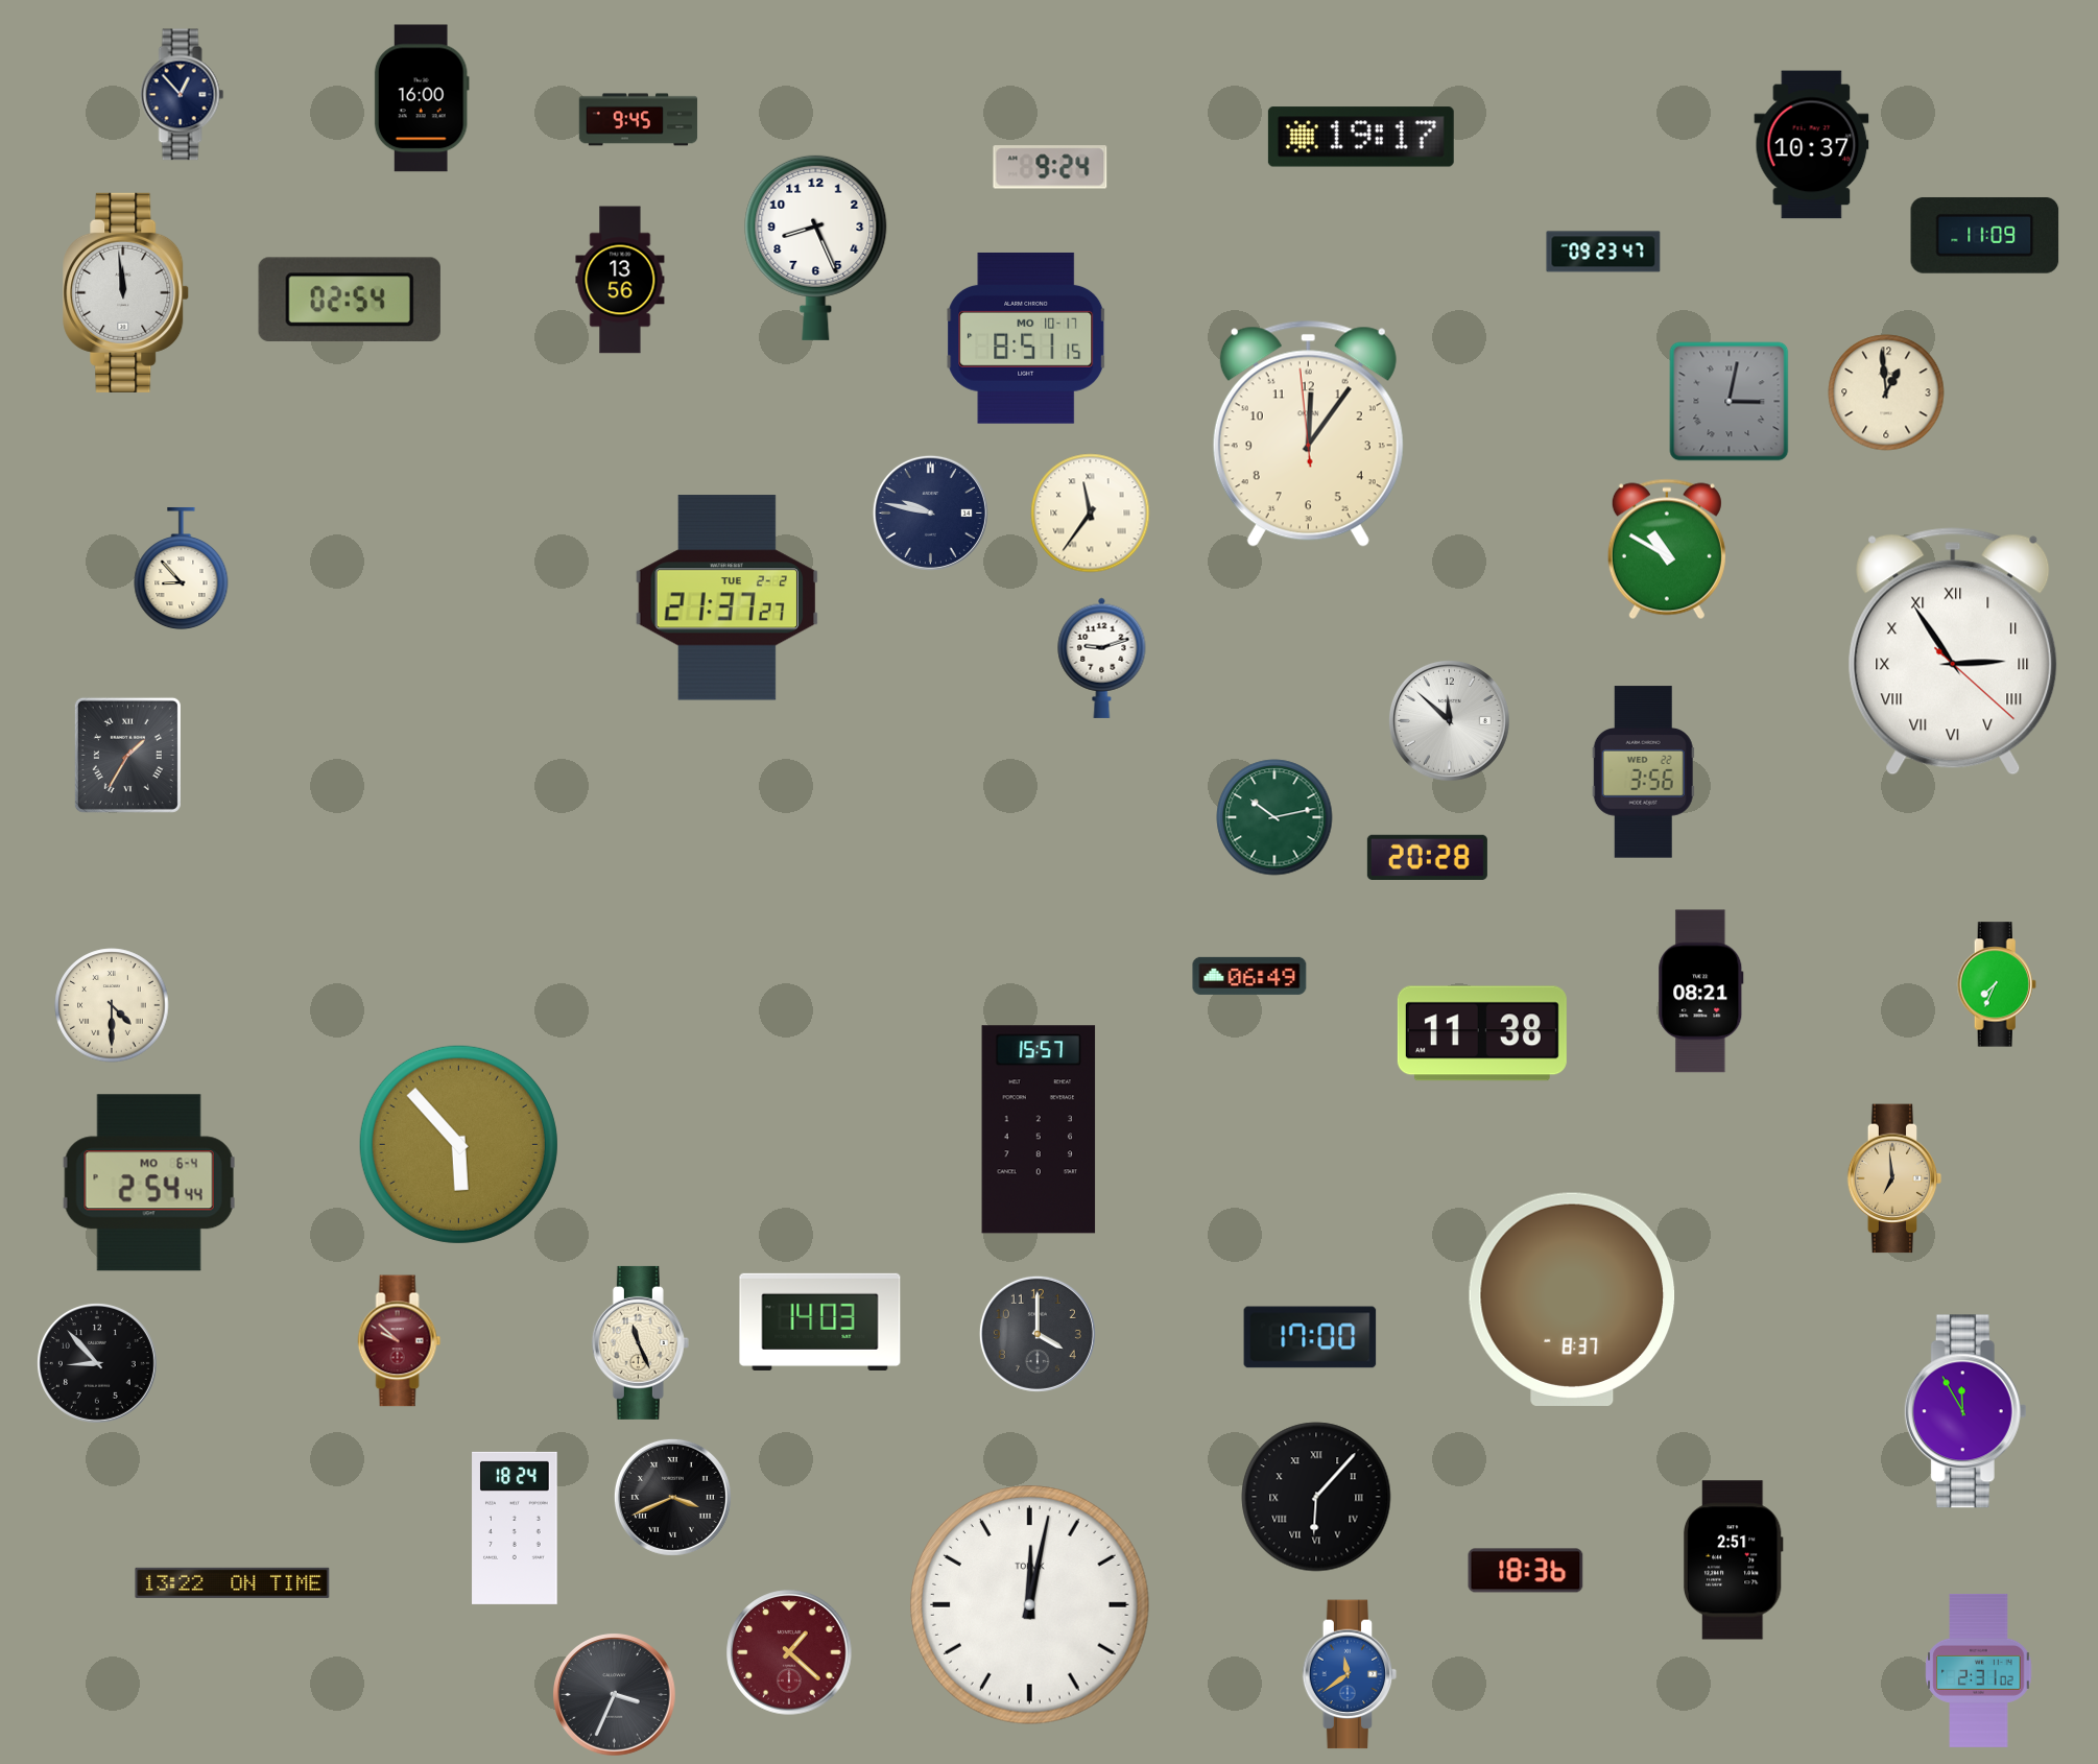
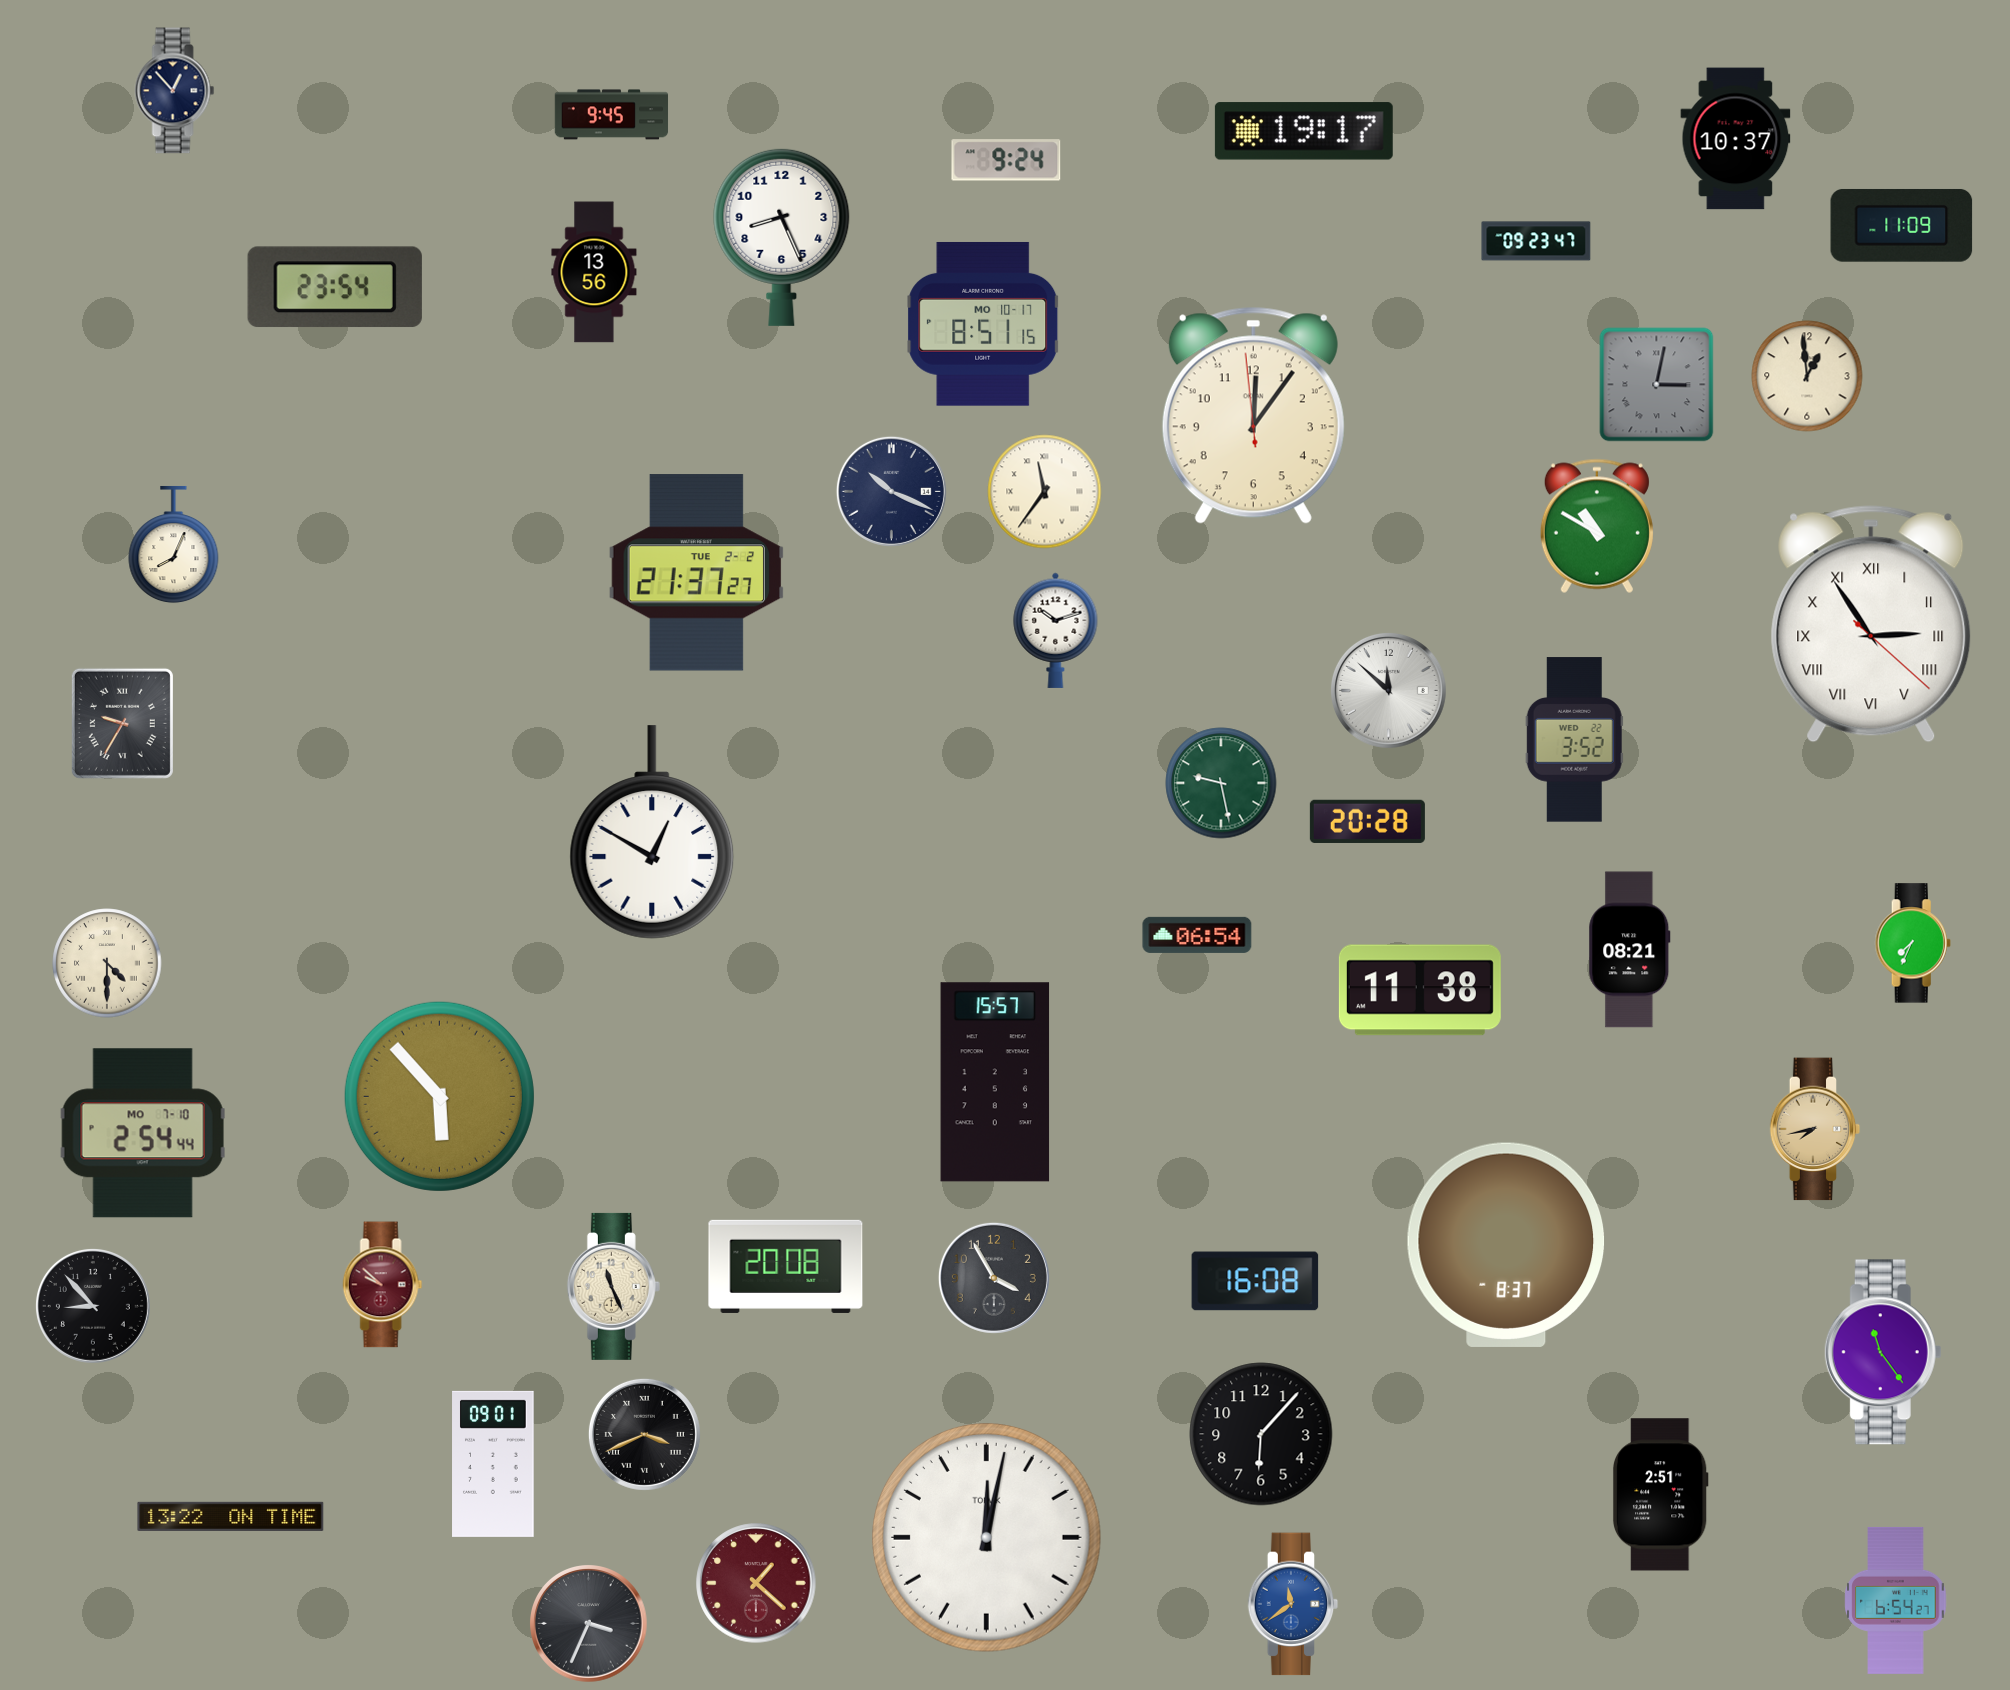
clock at (422, 98): 16:00 -> none
clock at (620, 280) position: (620, 280) -> (594, 272)
clock at (126, 292): 11:59 -> none
clock at (350, 300): 02:54 -> 23:54
clock at (930, 512): 9:47 -> 10:19
clock at (182, 569): 8:53 -> 8:04
clock at (1102, 658): 9:12 -> 10:12
clock at (127, 755): 1:35 -> 9:35
clock at (1643, 772): 3:56 -> 3:52
clock at (1274, 817): 10:13 -> 9:28
clock at (652, 832): none -> 12:50
clock at (1249, 976): 06:49 -> 06:54
clock at (1894, 1178): 6:59 -> 7:43
clock at (149, 1183) date: MO 6-4 -> MO 7-10
clock at (820, 1321): 14:03 -> 20:08
clock at (1038, 1334): 4:00 -> 3:55
clock at (1310, 1337): 17:00 -> 16:08
clock at (1965, 1411): 11:55 -> 11:24
clock at (1316, 1497) numerals: Roman -> Arabic
clock at (515, 1528): 18:24 -> 09:01
clock at (1526, 1571): 18:36 -> none
clock at (233, 1582) position: (233, 1582) -> (231, 1516)
clock at (1979, 1670): 2:31 -> 6:54
